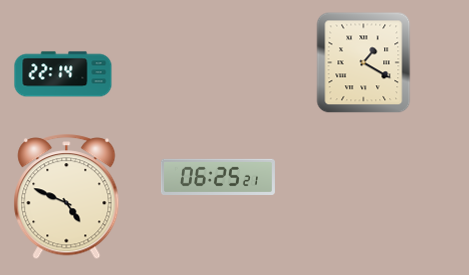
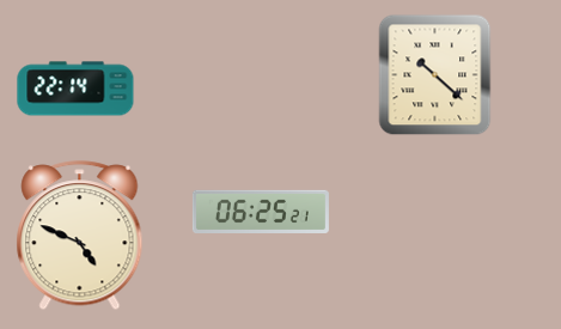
clock at (364, 63): 1:20 -> 10:22
